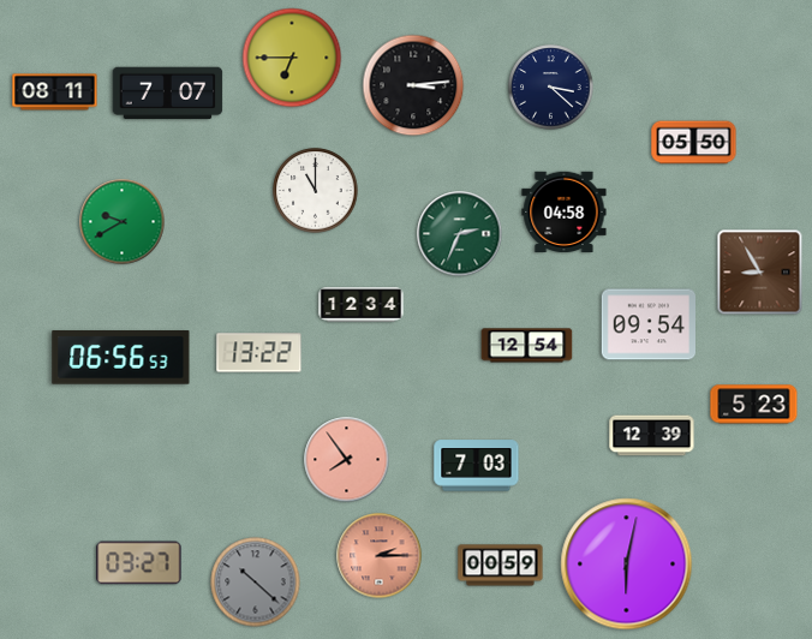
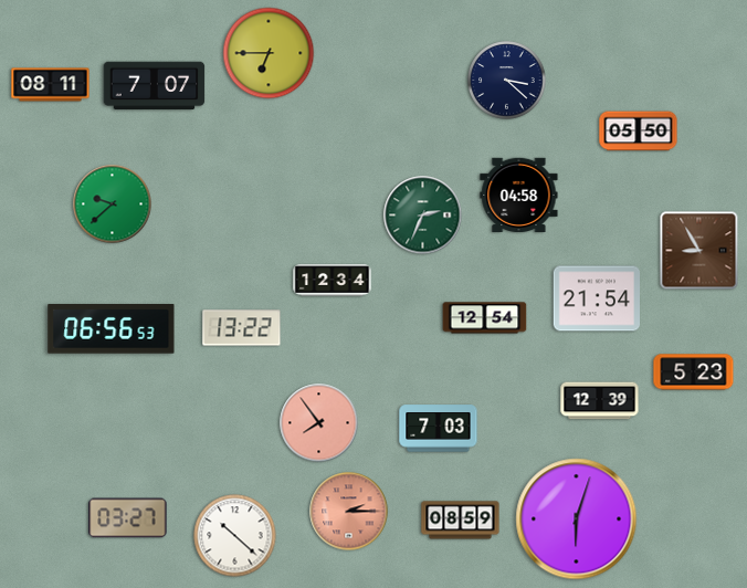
clock at (413, 85): 3:14 -> none
clock at (316, 191): 11:00 -> none
clock at (123, 222): 9:40 -> 9:38
clock at (647, 324): 09:54 -> 21:54
clock at (259, 353) position: (259, 353) -> (242, 328)
clock at (627, 565): 6:02 -> 6:03
clock at (501, 566): 00:59 -> 08:59
clock at (256, 583) dial: grey -> white
